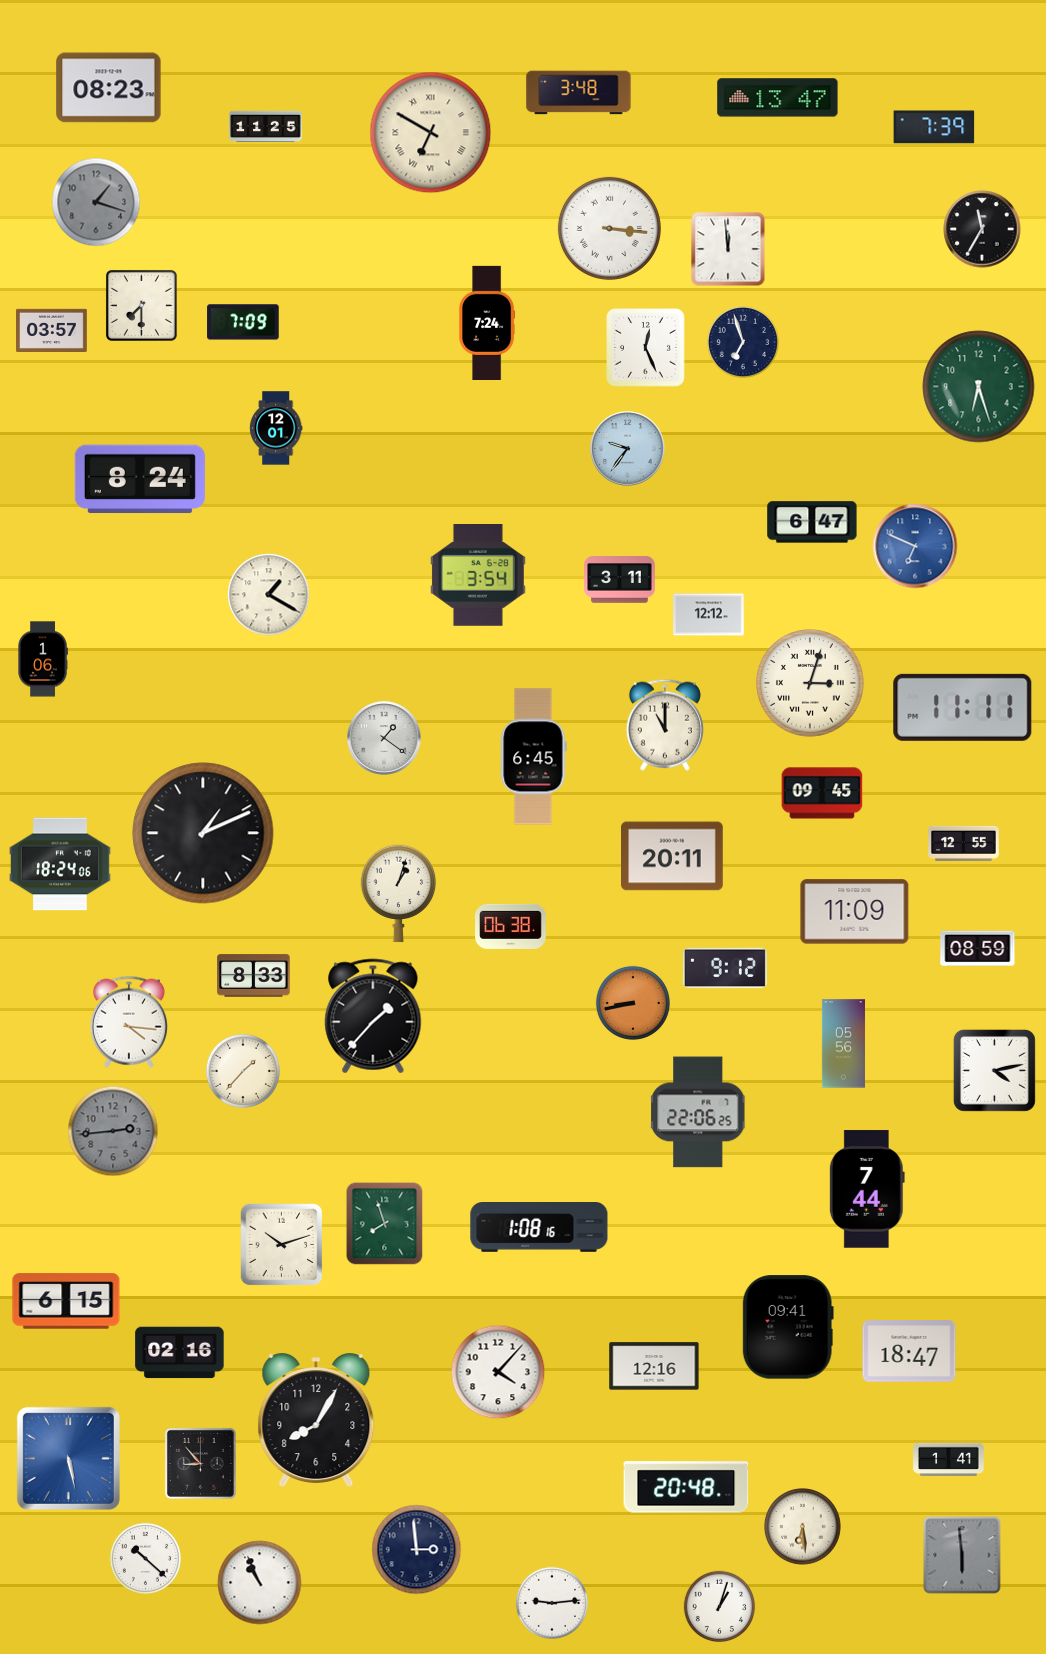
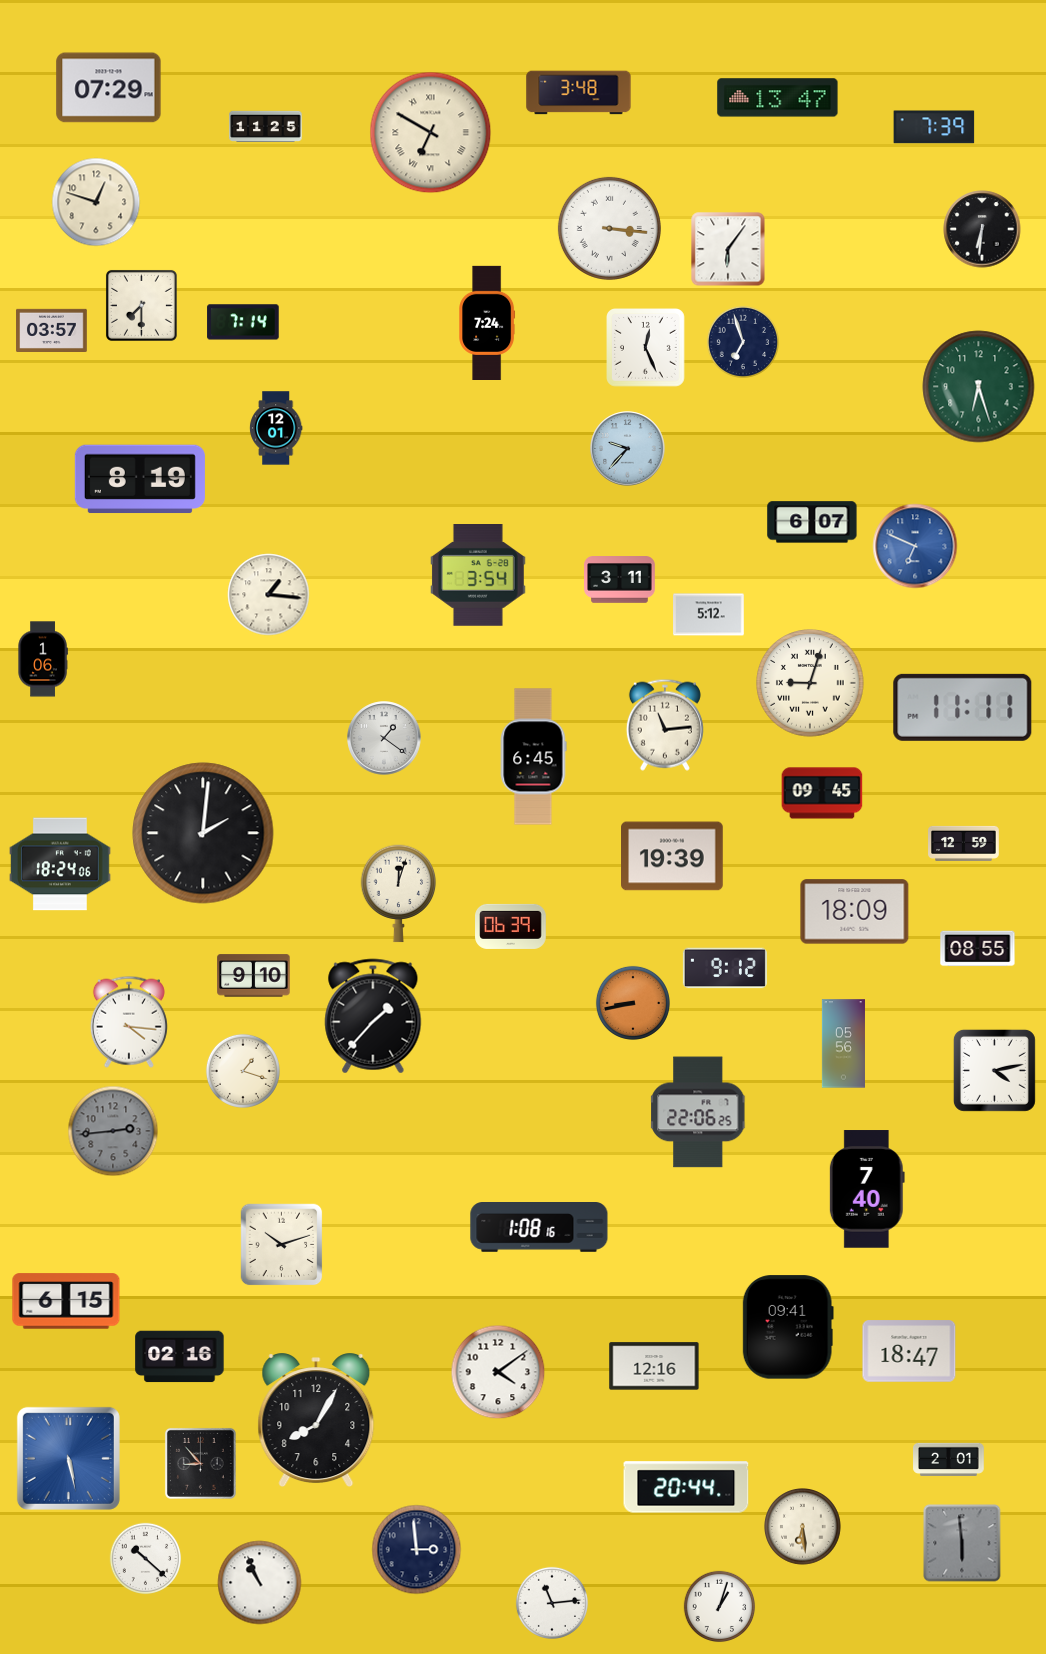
clock at (109, 88): 08:23 -> 07:29
clock at (96, 202): 1:18 -> 12:48
clock at (96, 202) dial: grey -> cream
clock at (982, 229): 11:35 -> 6:31
clock at (728, 249): 11:59 -> 6:06
clock at (243, 322): 7:09 -> 7:14
clock at (628, 449): 9:36 -> 9:37
clock at (140, 479): 8:24 -> 8:19
clock at (812, 522): 6:47 -> 6:07
clock at (269, 595): 1:20 -> 1:16
clock at (709, 615): 12:12 -> 5:12
clock at (810, 683): 3:03 -> 9:03
clock at (665, 725): 11:00 -> 11:14
clock at (203, 833): 1:11 -> 2:01
clock at (964, 843): 12:55 -> 12:59
clock at (673, 856): 20:11 -> 19:39
clock at (399, 894): 1:03 -> 12:03
clock at (855, 912): 11:09 -> 18:09
clock at (511, 926): 06:38 -> 06:39
clock at (978, 949): 08:59 -> 08:55
clock at (254, 976): 8:33 -> 9:10
clock at (243, 1071): 1:37 -> 1:18
clock at (867, 1189): 7:44 -> 7:40
clock at (385, 1224): 7:57 -> none
clock at (180, 1353) position: (180, 1353) -> (180, 1357)
clock at (498, 1372): 4:07 -> 4:09
clock at (949, 1459): 1:41 -> 2:01
clock at (686, 1487): 20:48 -> 20:44
clock at (962, 1555) position: (962, 1555) -> (962, 1543)
clock at (551, 1602): 9:14 -> 11:14
